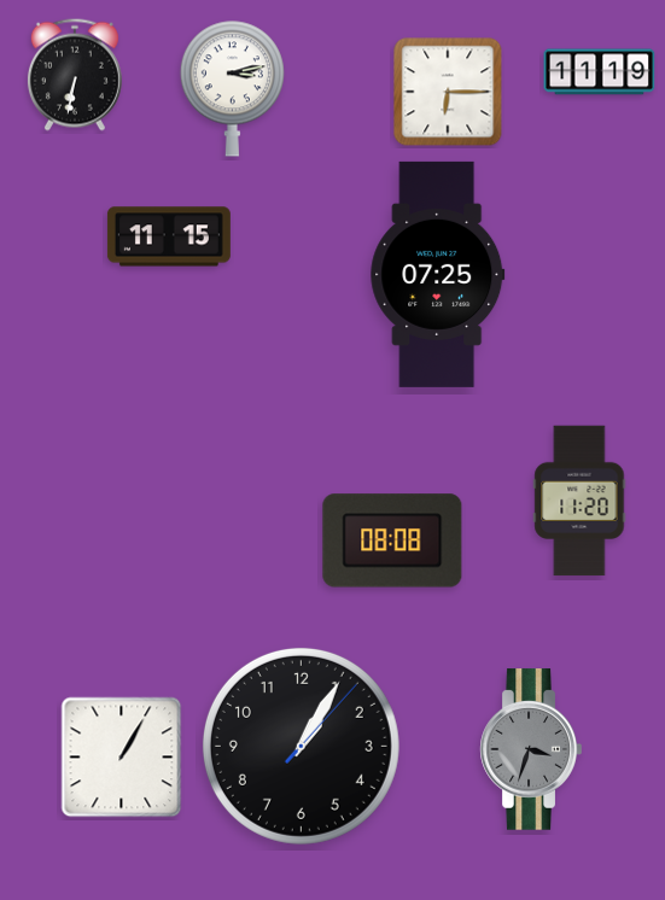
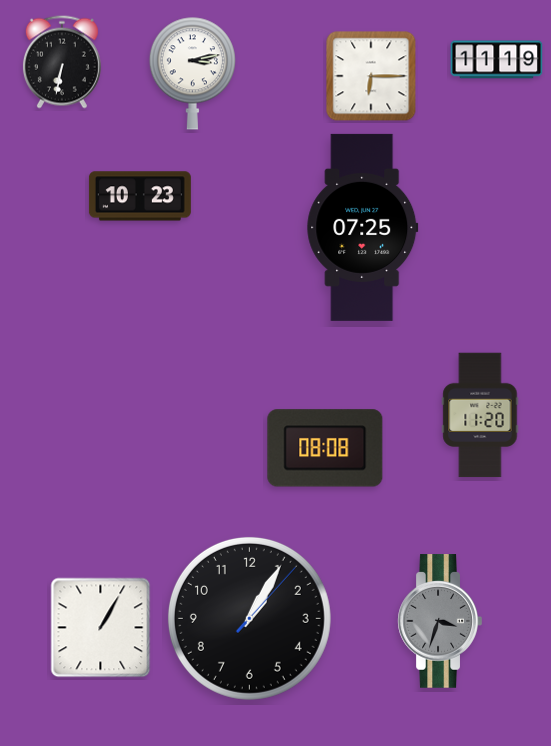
clock at (169, 236): 11:15 -> 10:23
